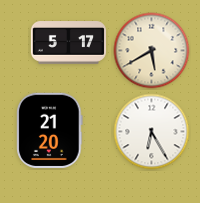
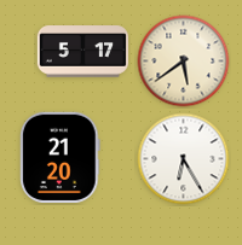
clock at (152, 51): 5:40 -> 5:39
